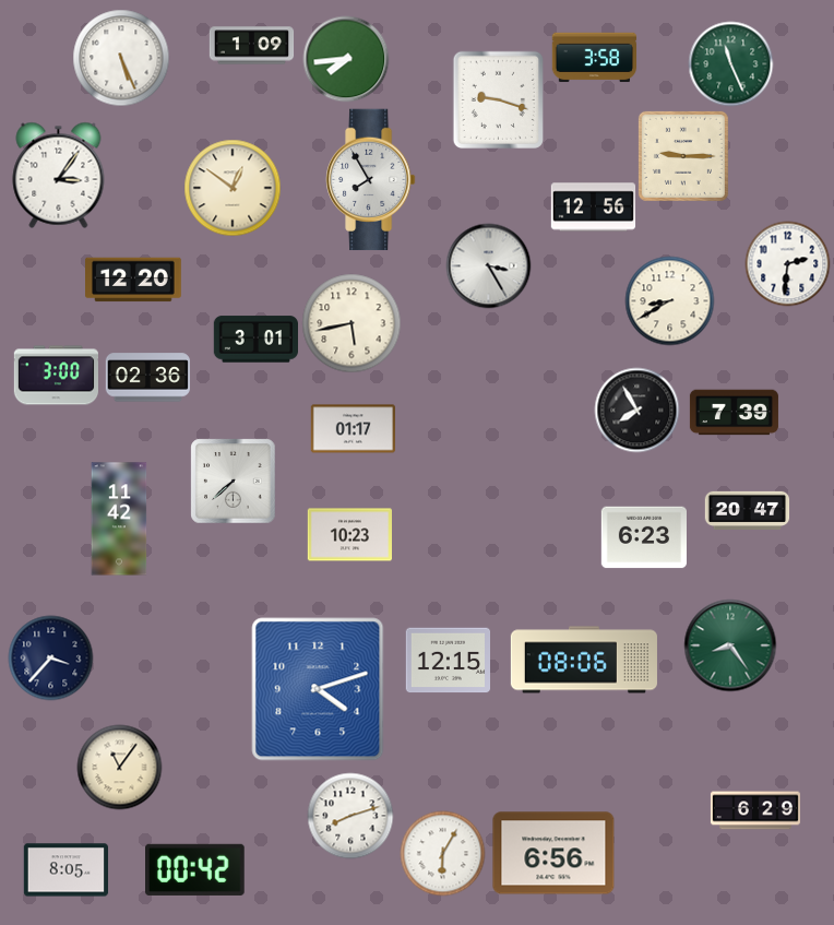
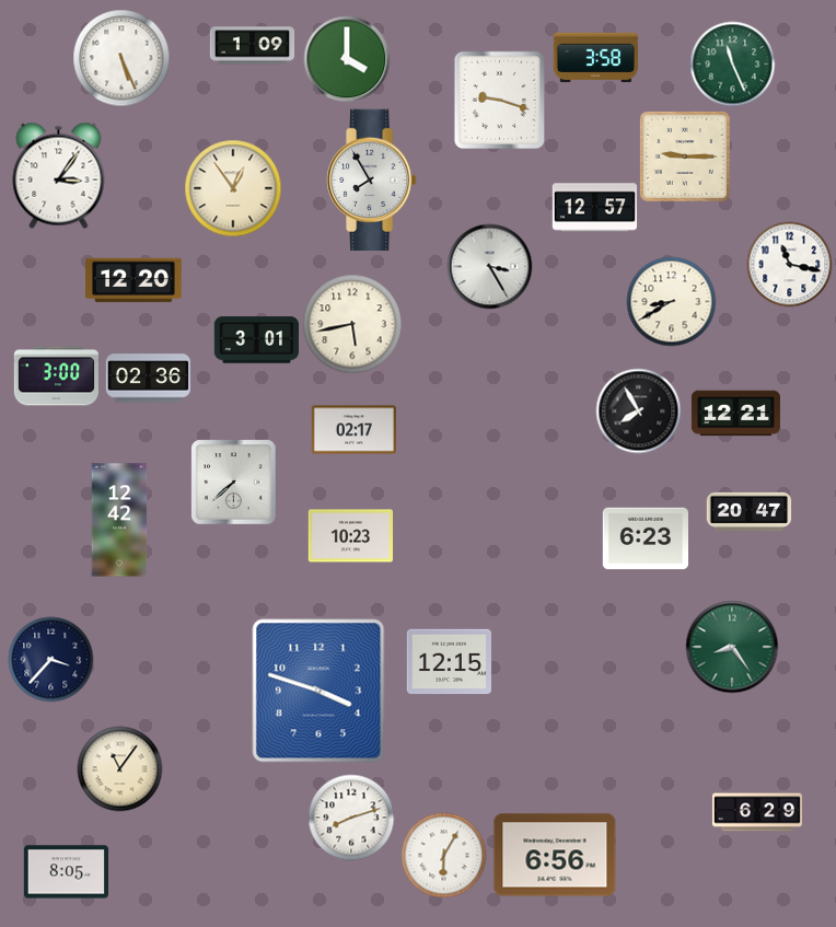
clock at (346, 59): 7:44 -> 4:00
clock at (233, 188): 12:51 -> 12:54
clock at (593, 207): 12:56 -> 12:57
clock at (787, 263): 2:31 -> 11:17
clock at (734, 413): 7:39 -> 12:21
clock at (353, 429): 01:17 -> 02:17
clock at (119, 519): 11:42 -> 12:42
clock at (584, 660): 08:06 -> none
clock at (318, 689): 4:12 -> 3:48
clock at (195, 869): 00:42 -> none
